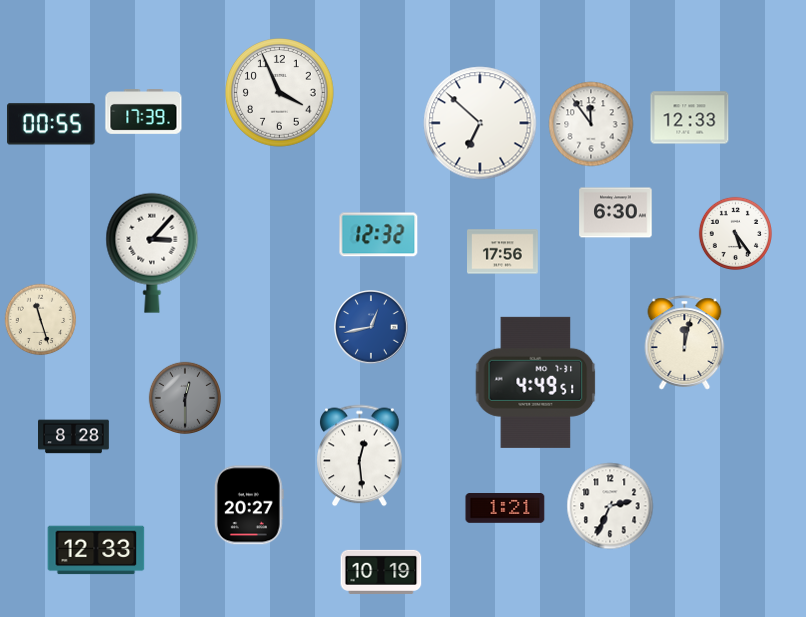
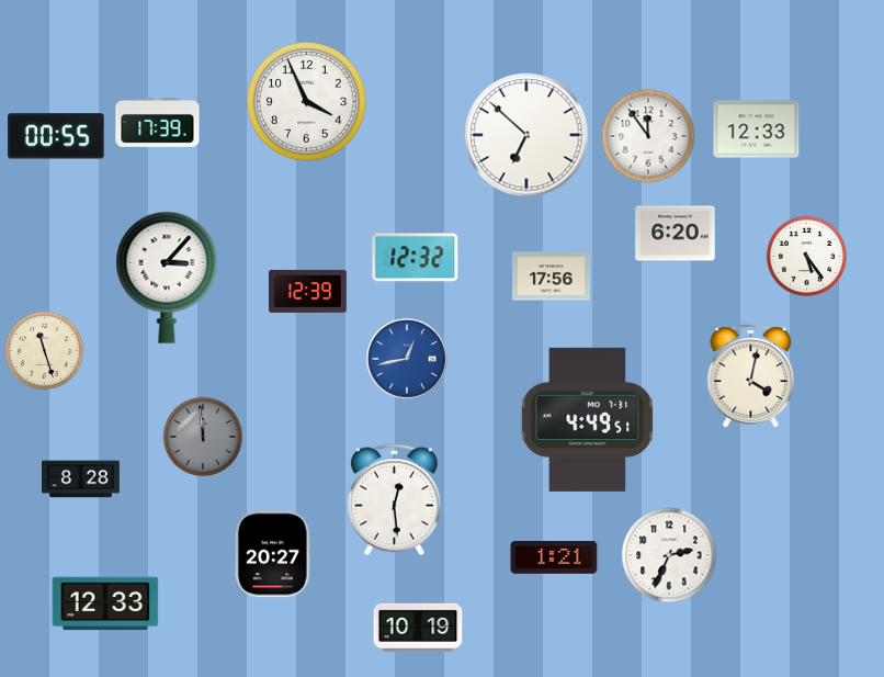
clock at (616, 213): 6:30 -> 6:20
clock at (308, 291): none -> 12:39
clock at (685, 343): 12:02 -> 4:02
clock at (184, 397): 12:30 -> 11:59
